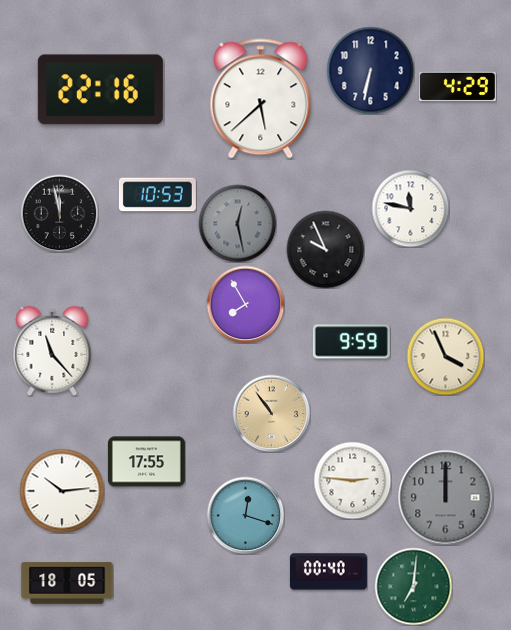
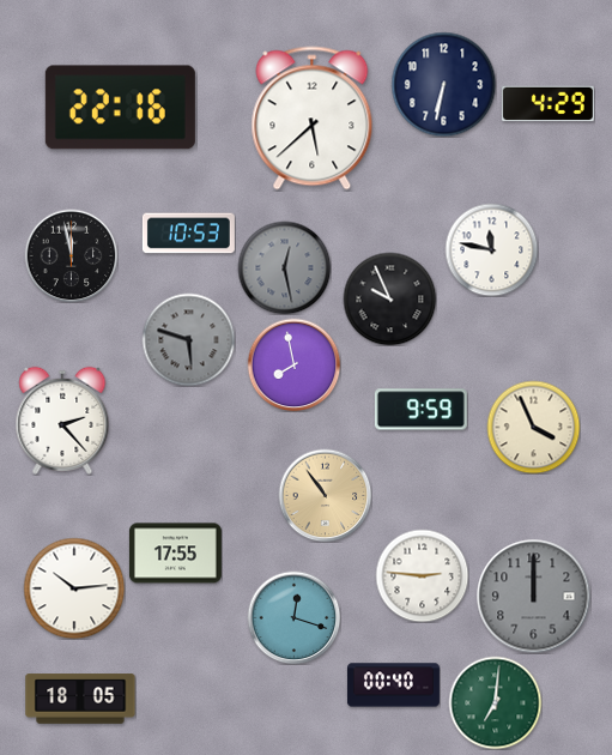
clock at (188, 339): none -> 5:48
clock at (245, 304): 7:55 -> 7:58
clock at (52, 351): 11:23 -> 2:23
